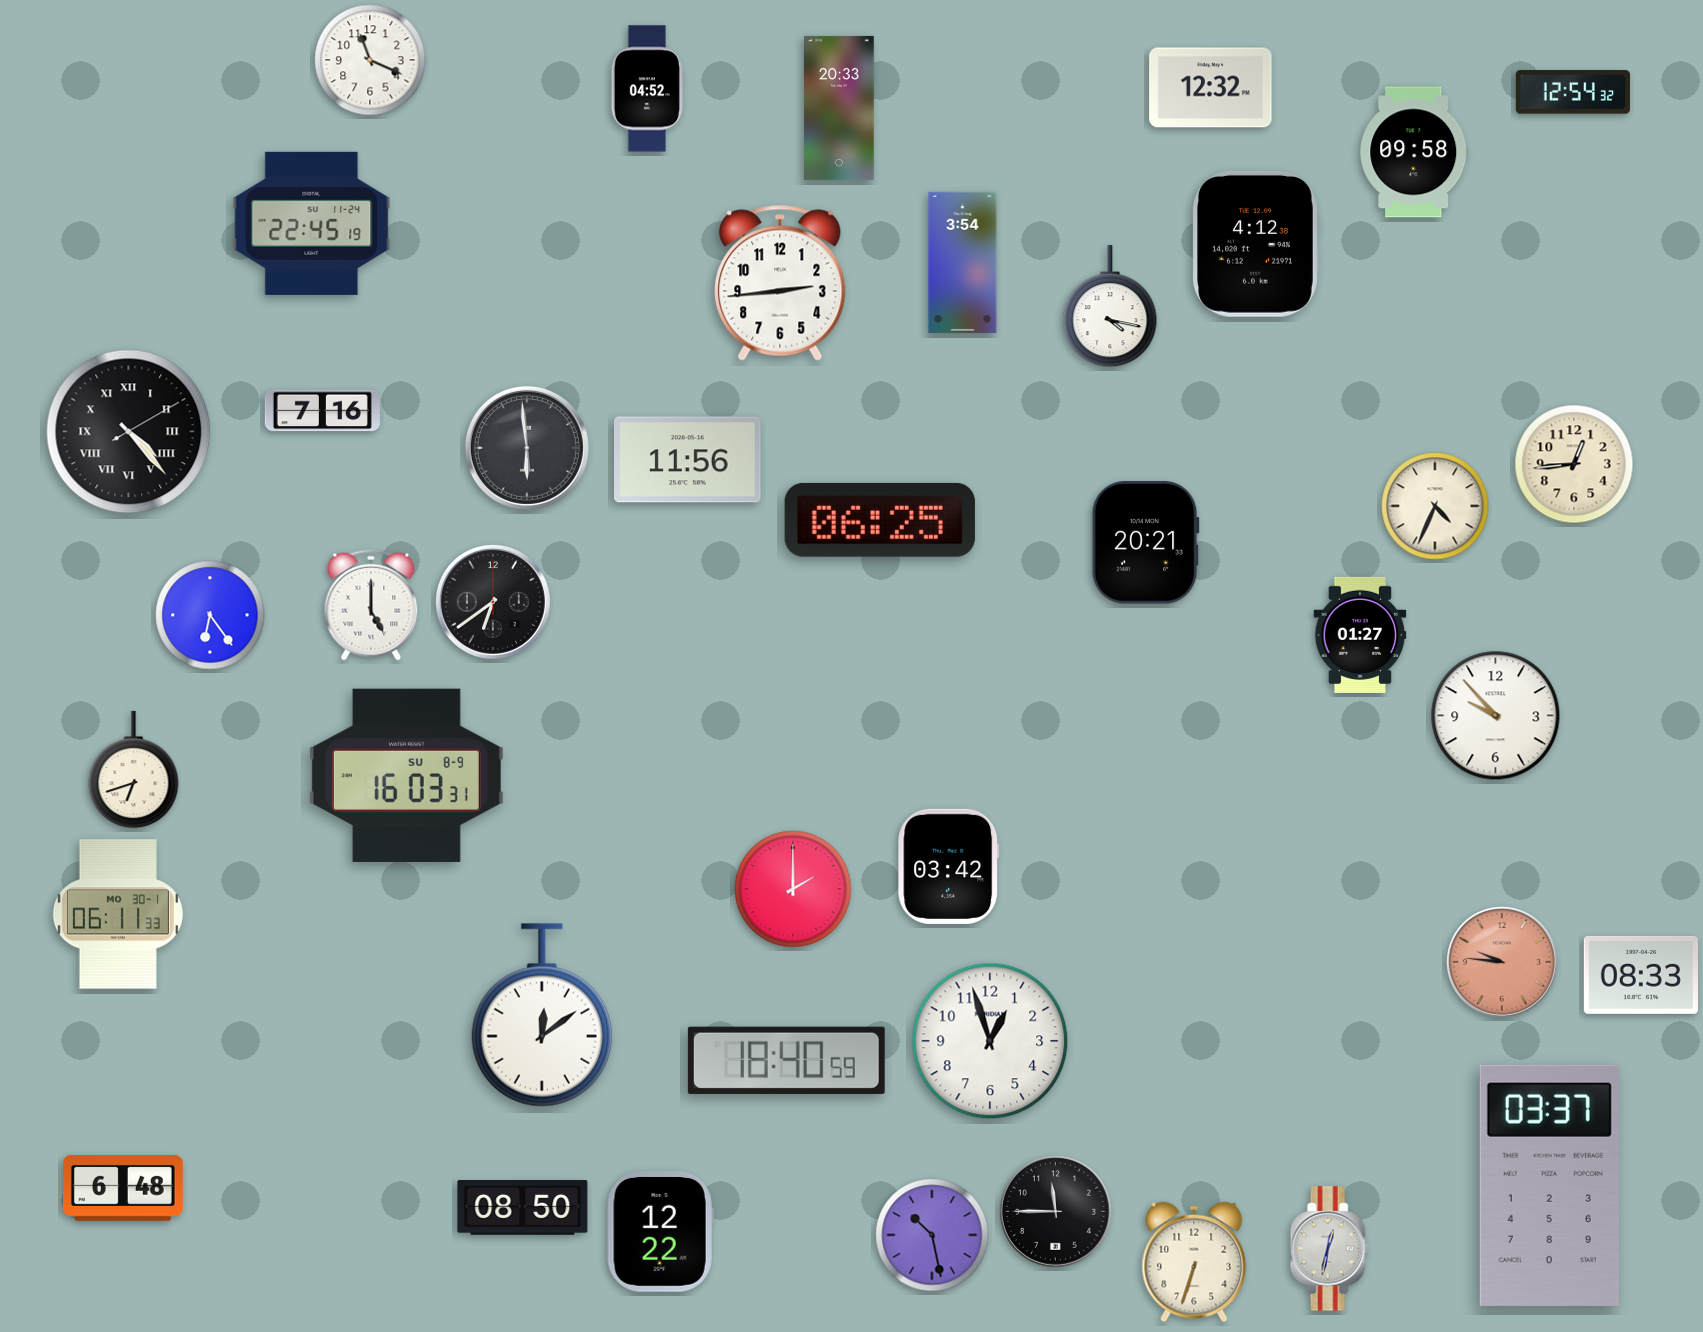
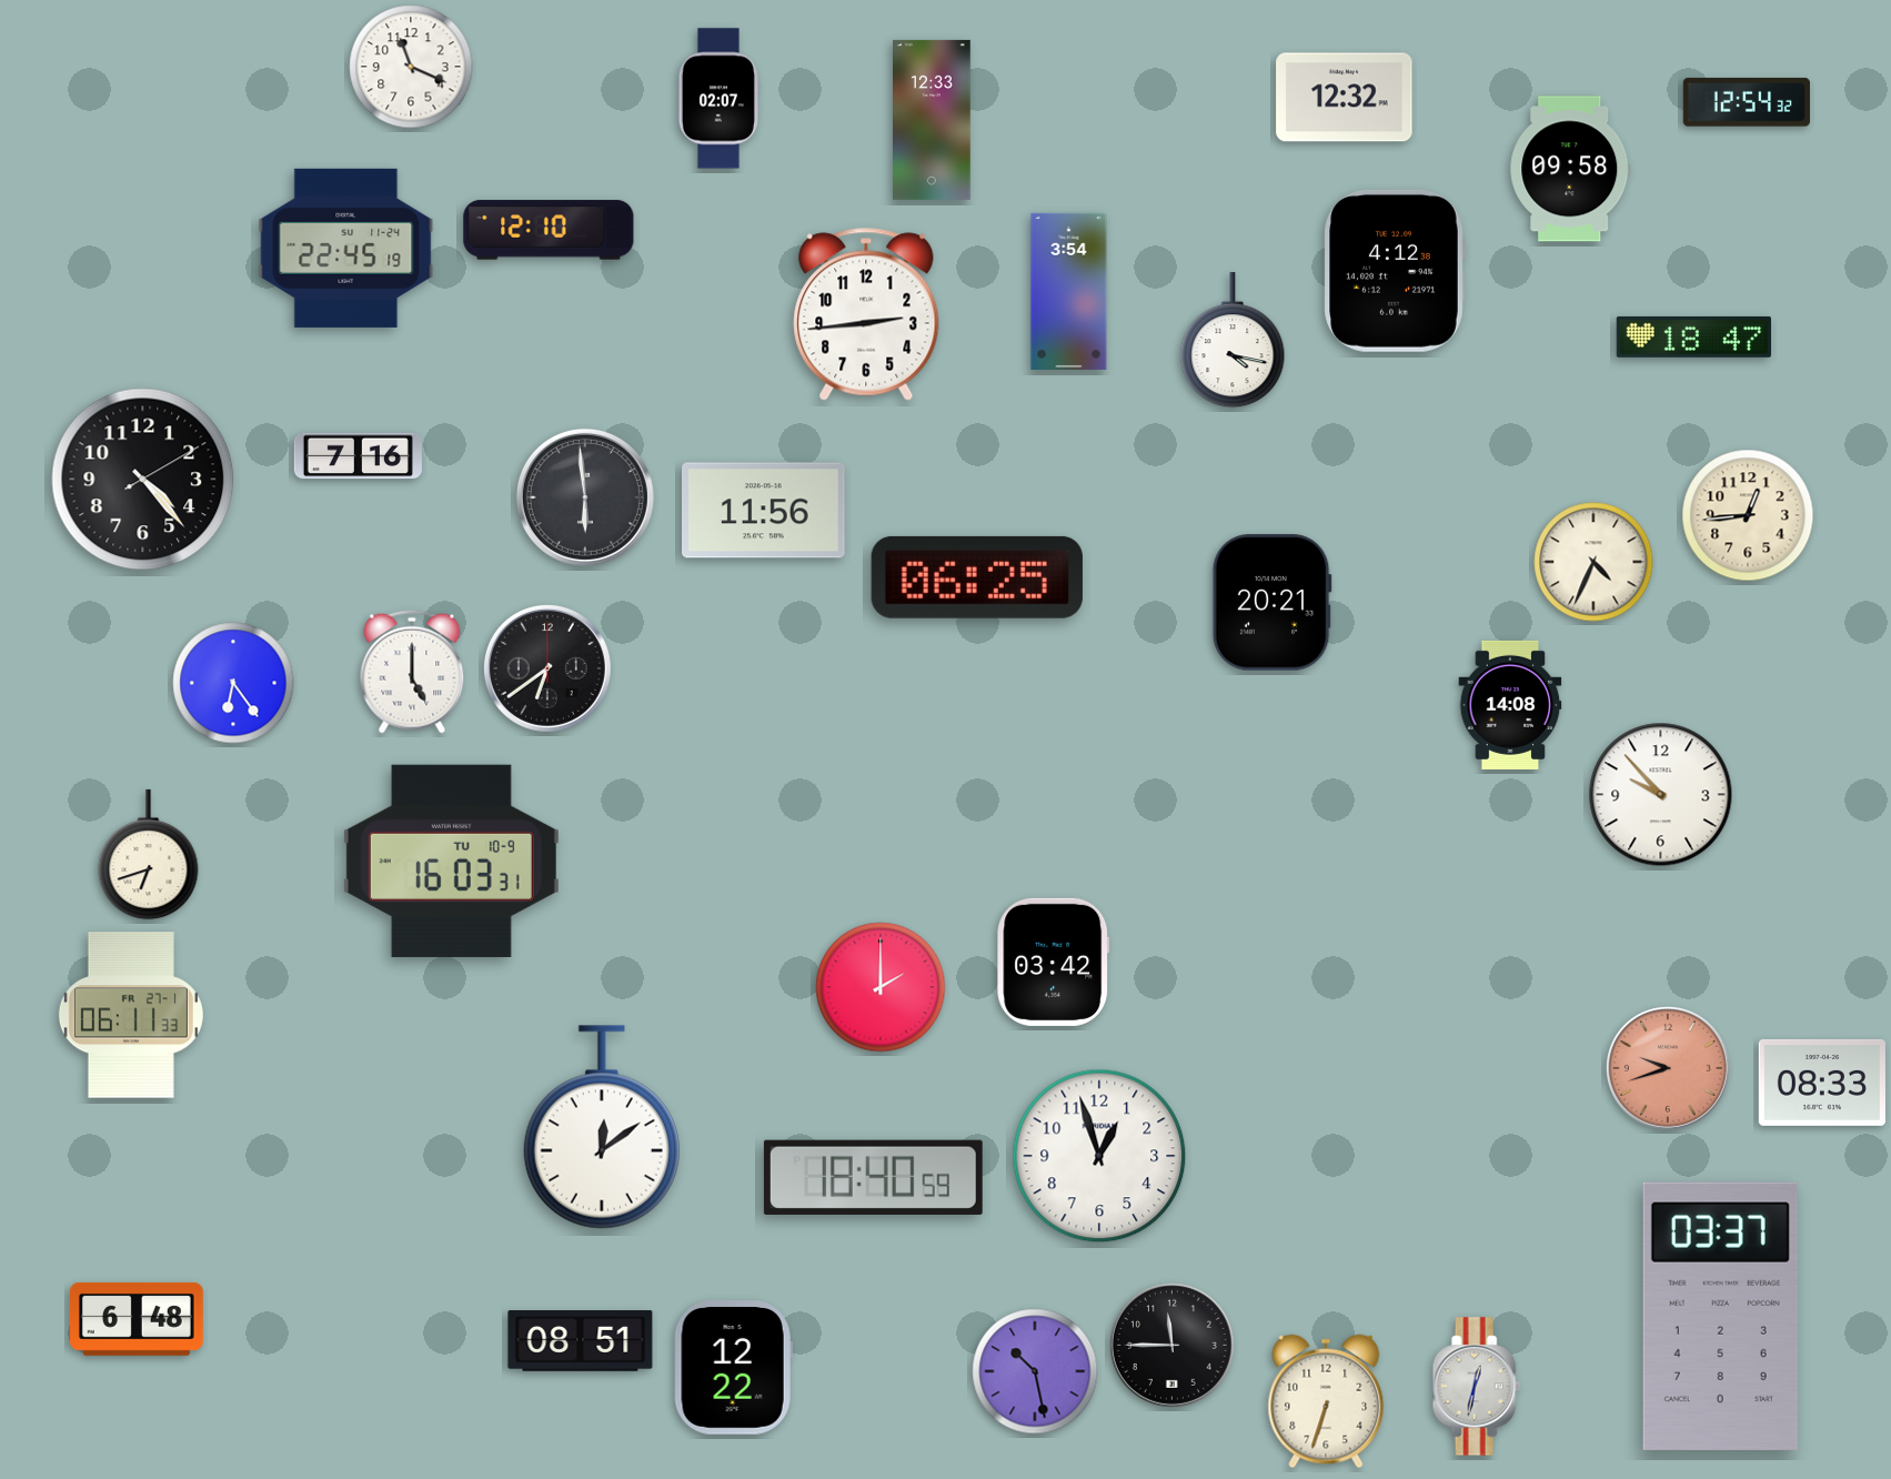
clock at (647, 89): 04:52 -> 02:07
clock at (839, 108): 20:33 -> 12:33
clock at (549, 230): none -> 12:10
clock at (1693, 336): none -> 18:47
clock at (129, 432) numerals: Roman -> Arabic
clock at (1360, 635): 01:27 -> 14:08
clock at (406, 775) date: SU 8-9 -> TU 10-9
clock at (118, 914) date: MO 30-1 -> FR 27-1
clock at (1502, 962): 9:46 -> 9:42
clock at (523, 1208): 08:50 -> 08:51
